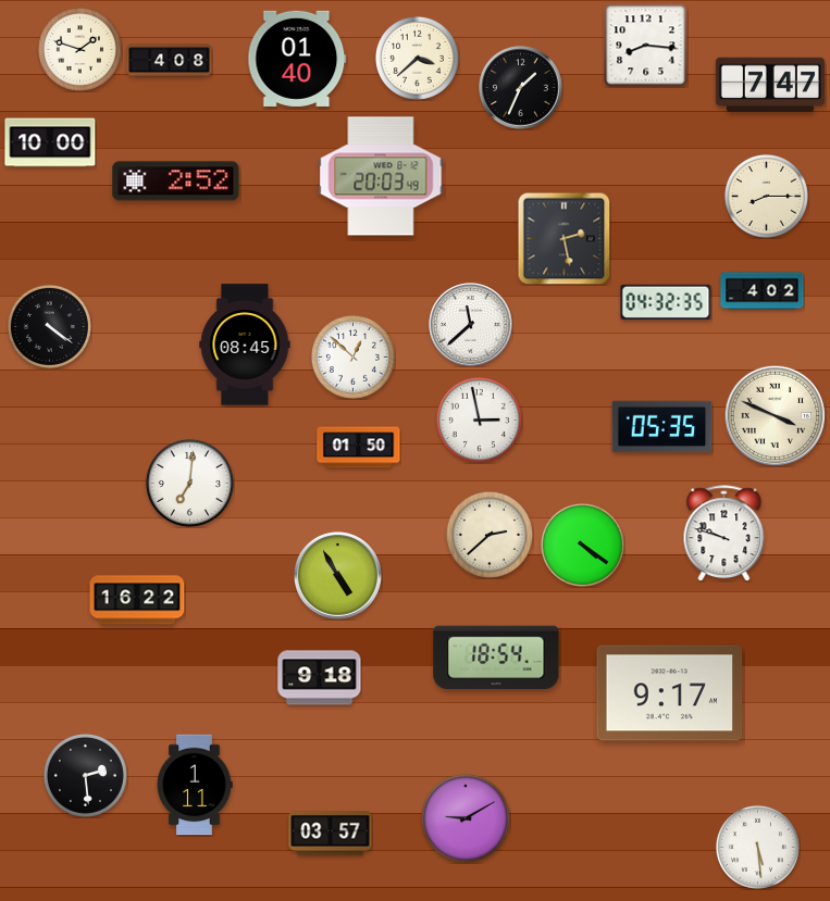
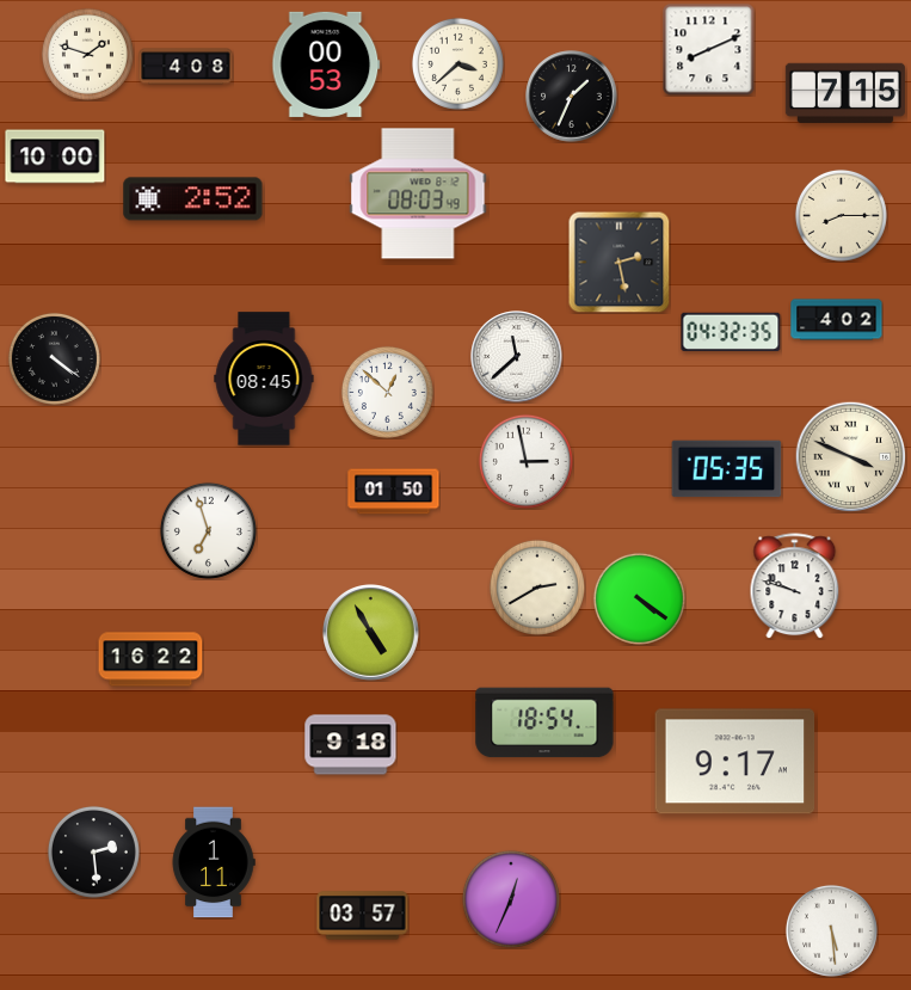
clock at (645, 45): 8:16 -> 8:11
clock at (297, 59): 01:40 -> 00:53
clock at (770, 85): 7:47 -> 7:15
clock at (381, 176): 20:03 -> 08:03
clock at (245, 345) position: (245, 345) -> (264, 379)
clock at (189, 483): 7:01 -> 6:57
clock at (490, 535): 2:38 -> 2:40
clock at (466, 818): 9:10 -> 12:34
